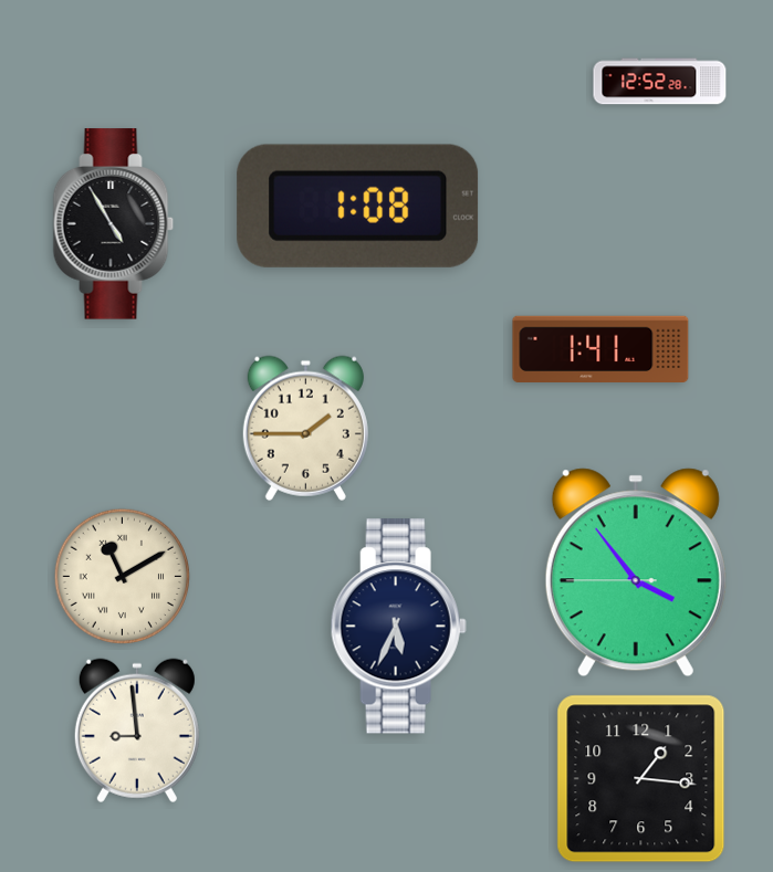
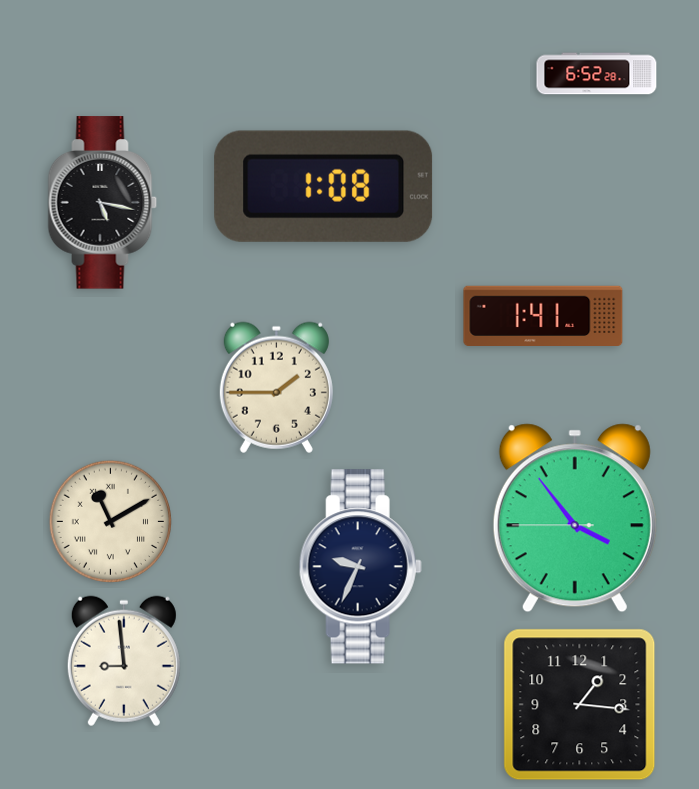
clock at (660, 82): 12:52 -> 6:52
clock at (114, 224): 4:55 -> 5:17
clock at (398, 627): 5:34 -> 9:34
